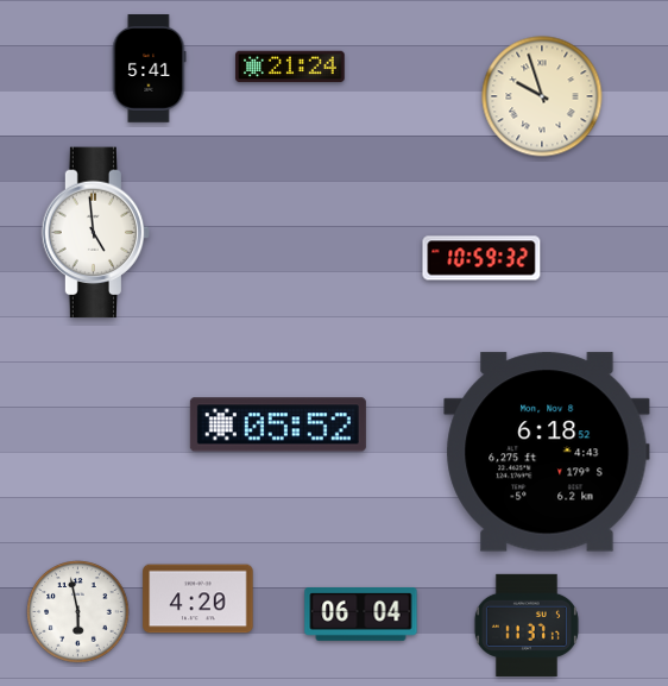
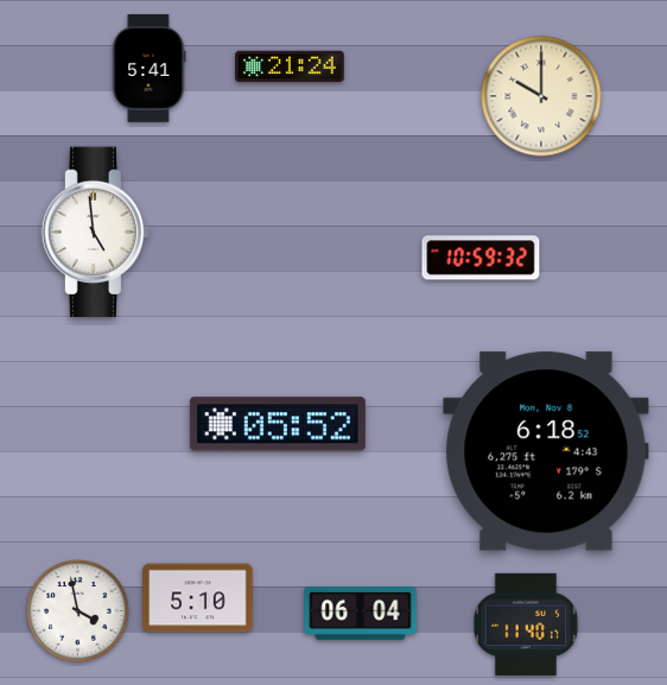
clock at (542, 96): 9:57 -> 10:00
clock at (198, 599): 4:20 -> 5:10
clock at (78, 612): 5:58 -> 3:58
clock at (527, 625): 11:37 -> 11:40
